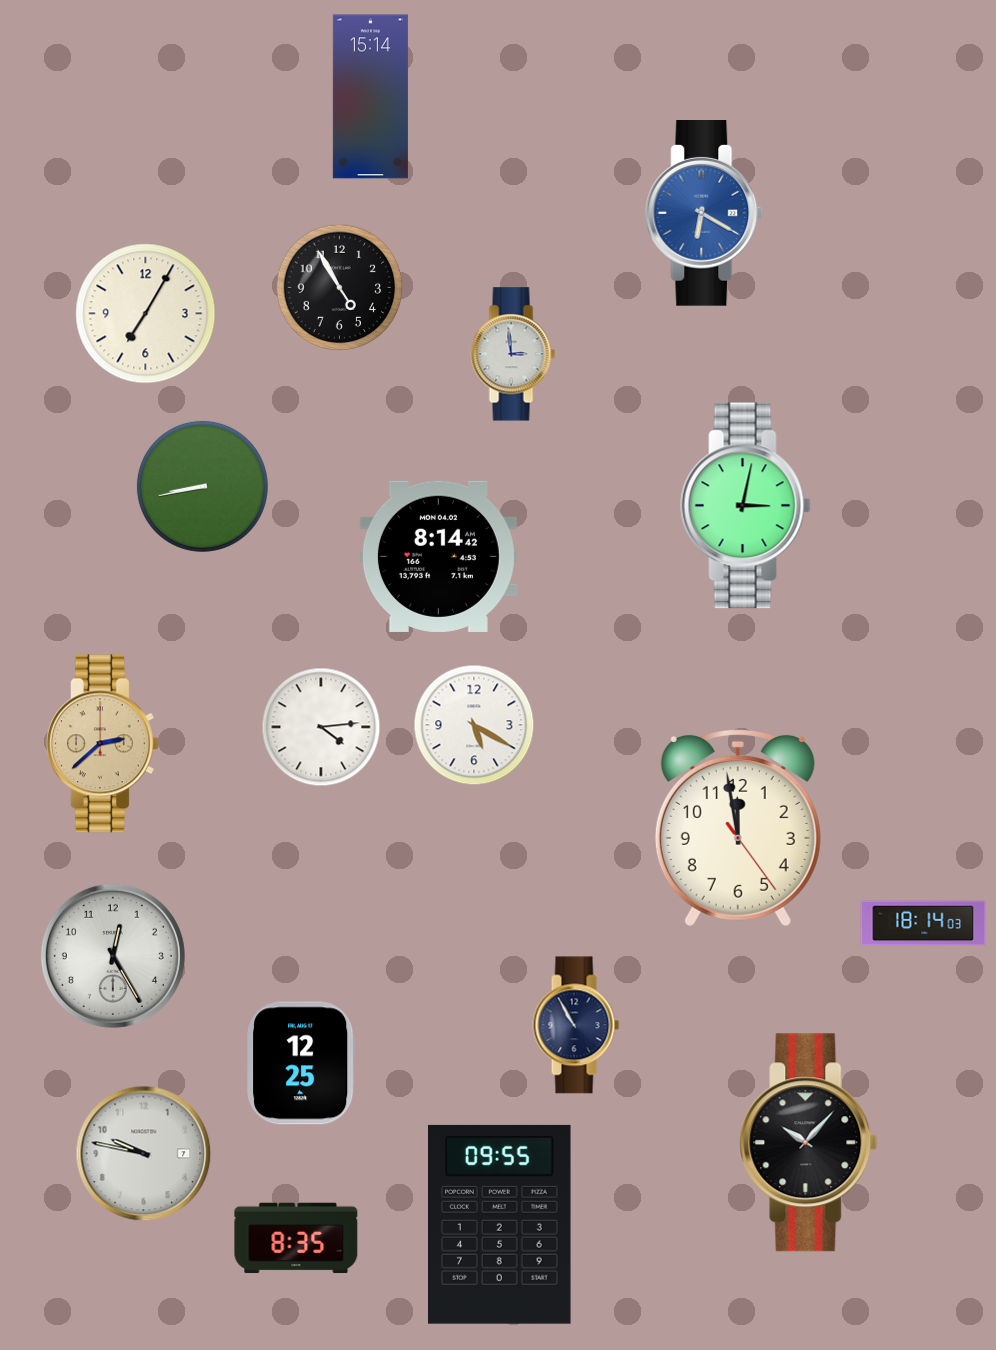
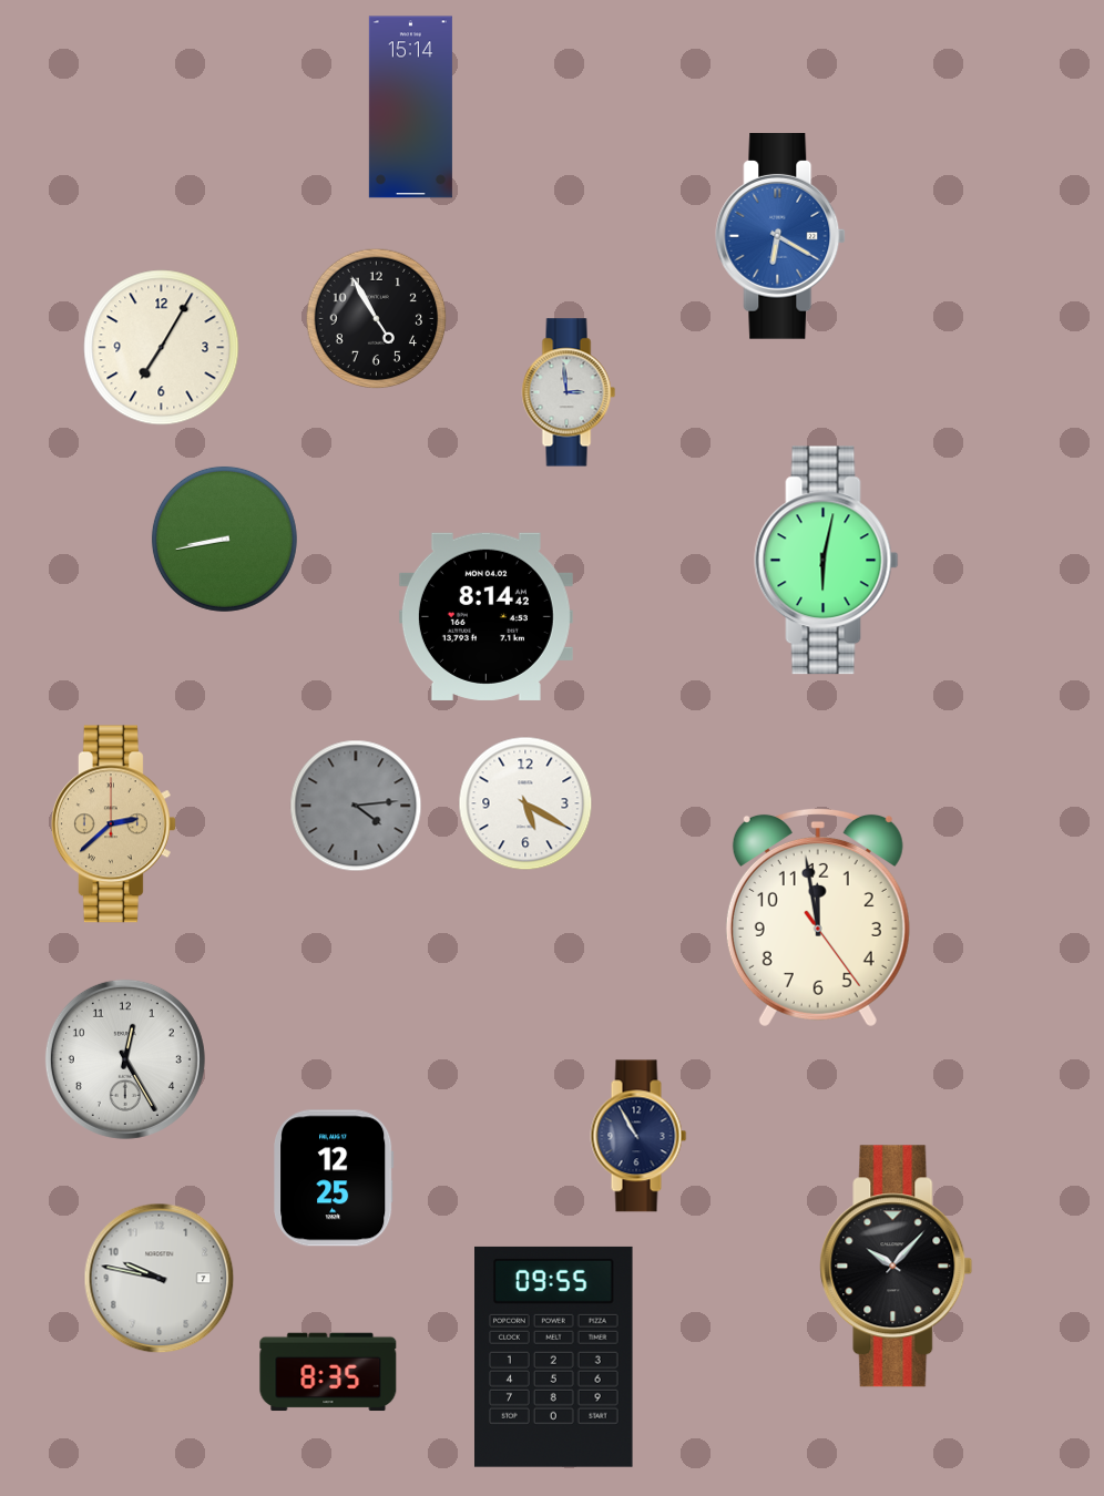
clock at (746, 506): 3:02 -> 6:02
clock at (321, 727) dial: white -> grey
clock at (923, 923): 18:14 -> none
